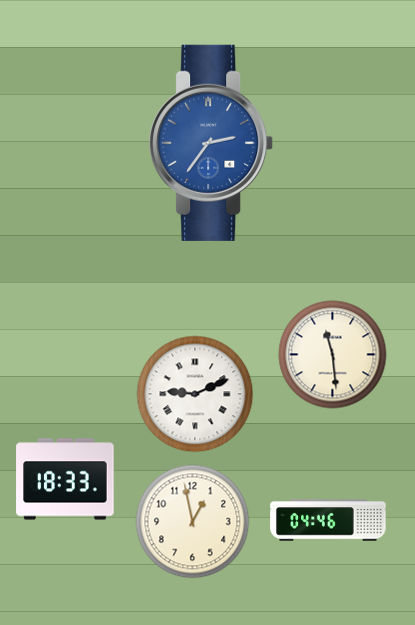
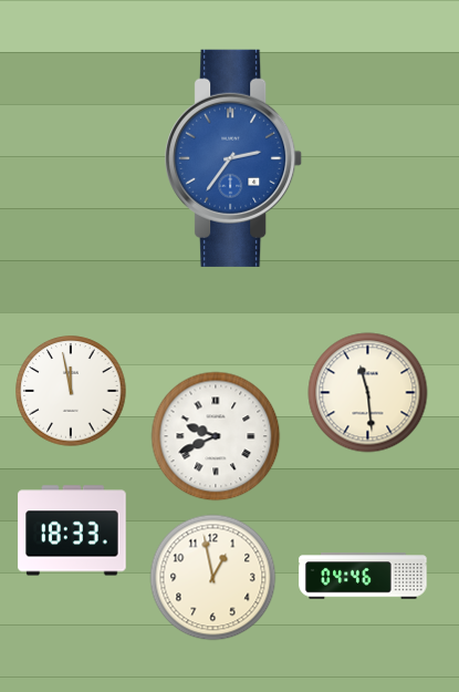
clock at (71, 391): none -> 11:58
clock at (195, 394): 9:11 -> 9:41
